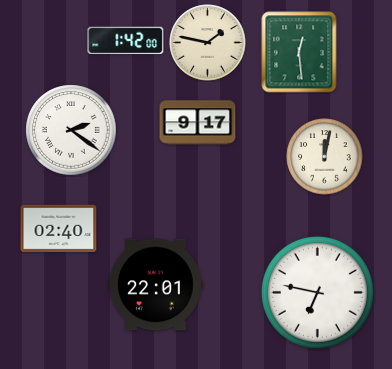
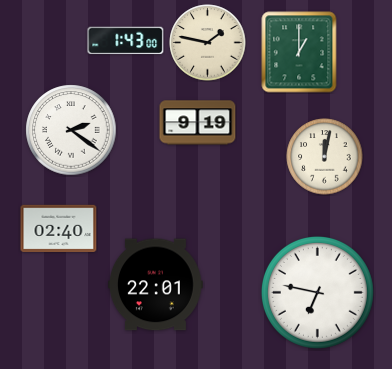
clock at (126, 41): 1:42 -> 1:43
clock at (299, 52): 12:29 -> 1:00
clock at (198, 123): 9:17 -> 9:19
